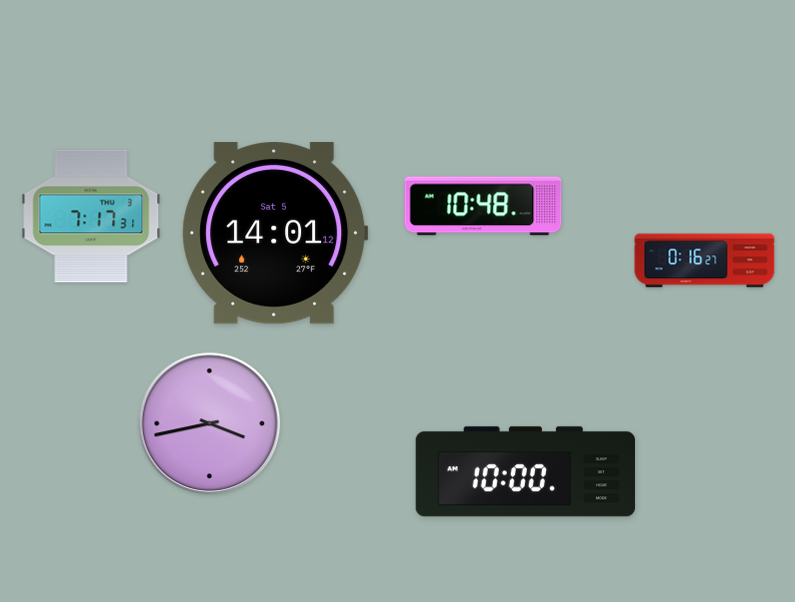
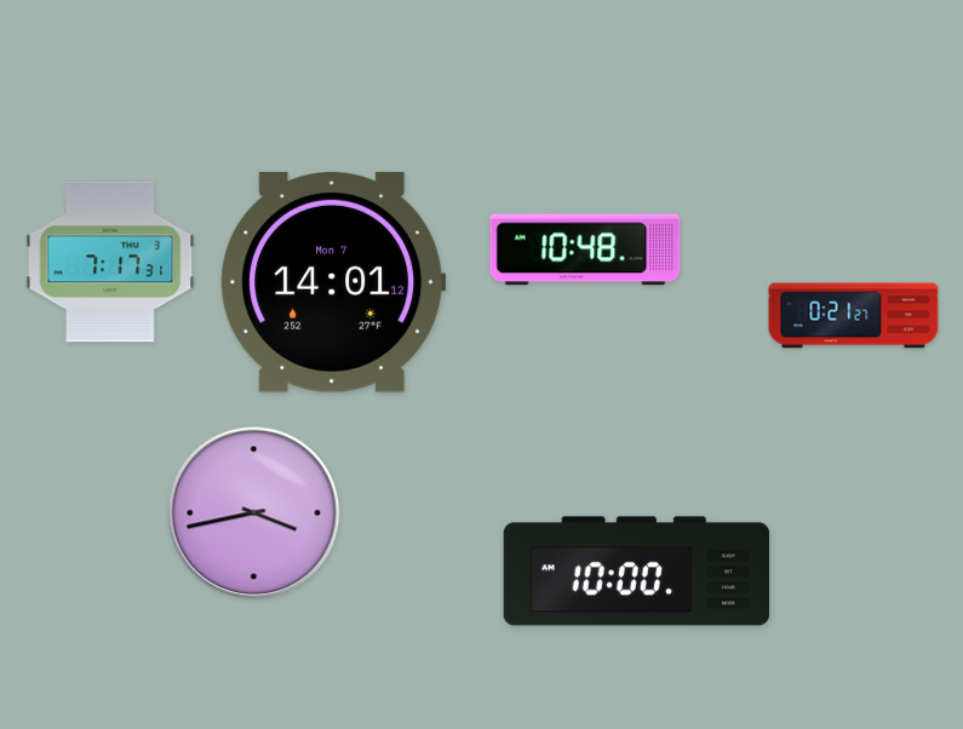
clock at (275, 234) date: Sat 5 -> Mon 7
clock at (705, 261): 0:16 -> 0:21
